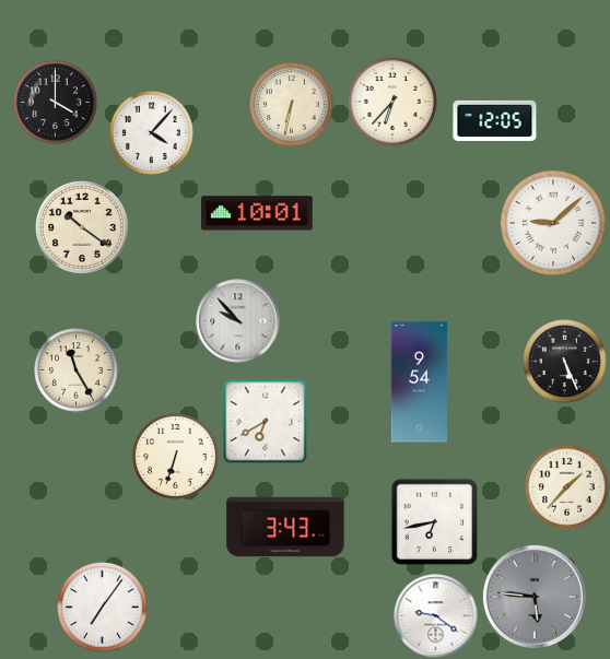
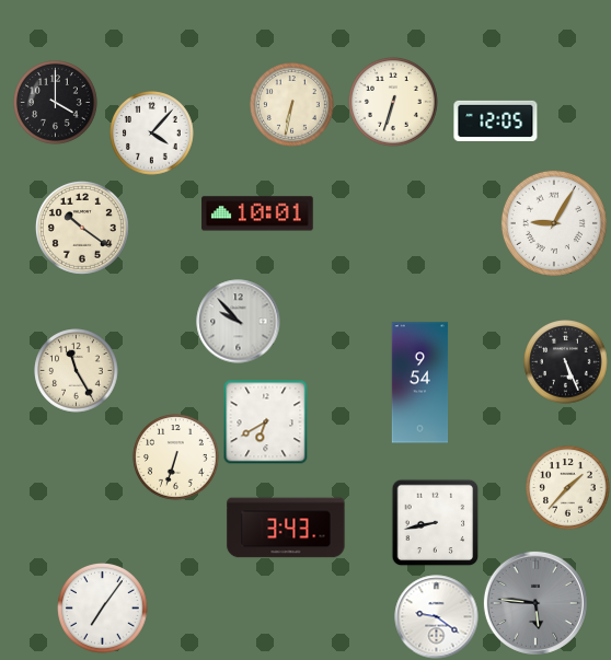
clock at (394, 103): 6:37 -> 6:33
clock at (553, 223): 9:08 -> 9:05
clock at (434, 521): 6:43 -> 8:43
clock at (535, 597) position: (535, 597) -> (535, 603)
